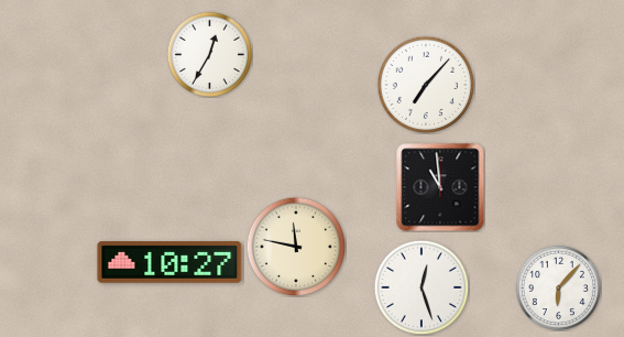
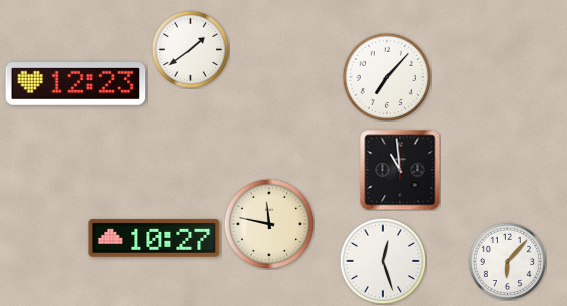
clock at (209, 54): 12:35 -> 1:39
clock at (76, 84): none -> 12:23
